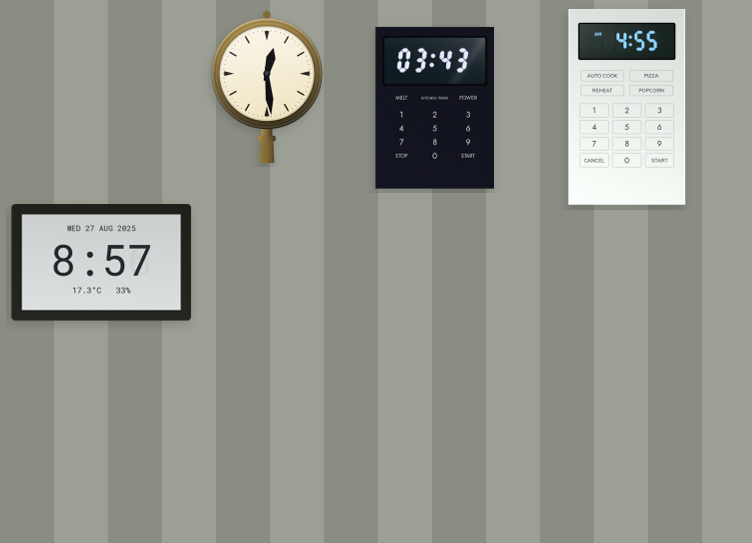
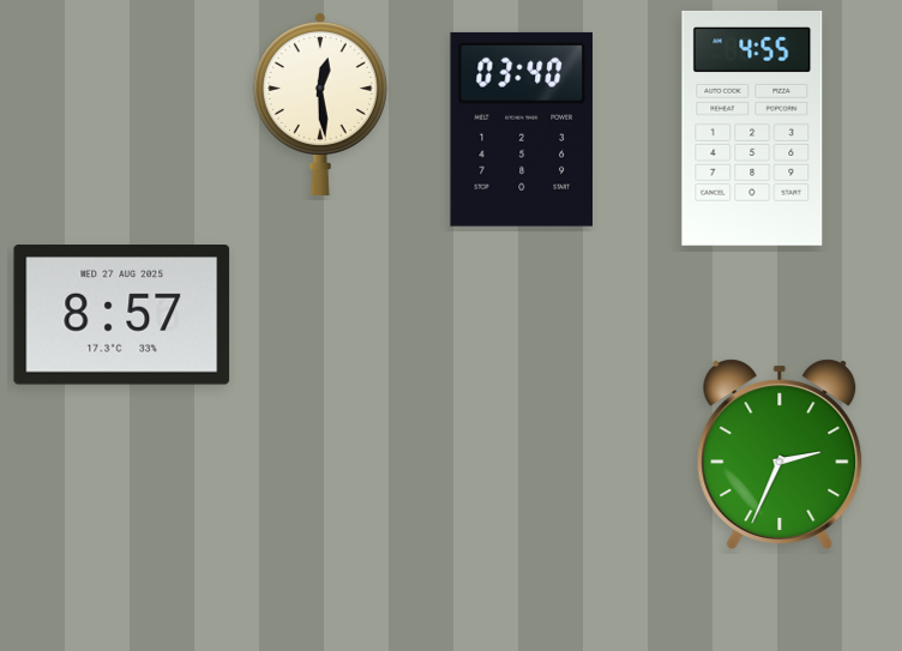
clock at (434, 108): 03:43 -> 03:40
clock at (780, 454): none -> 2:34
